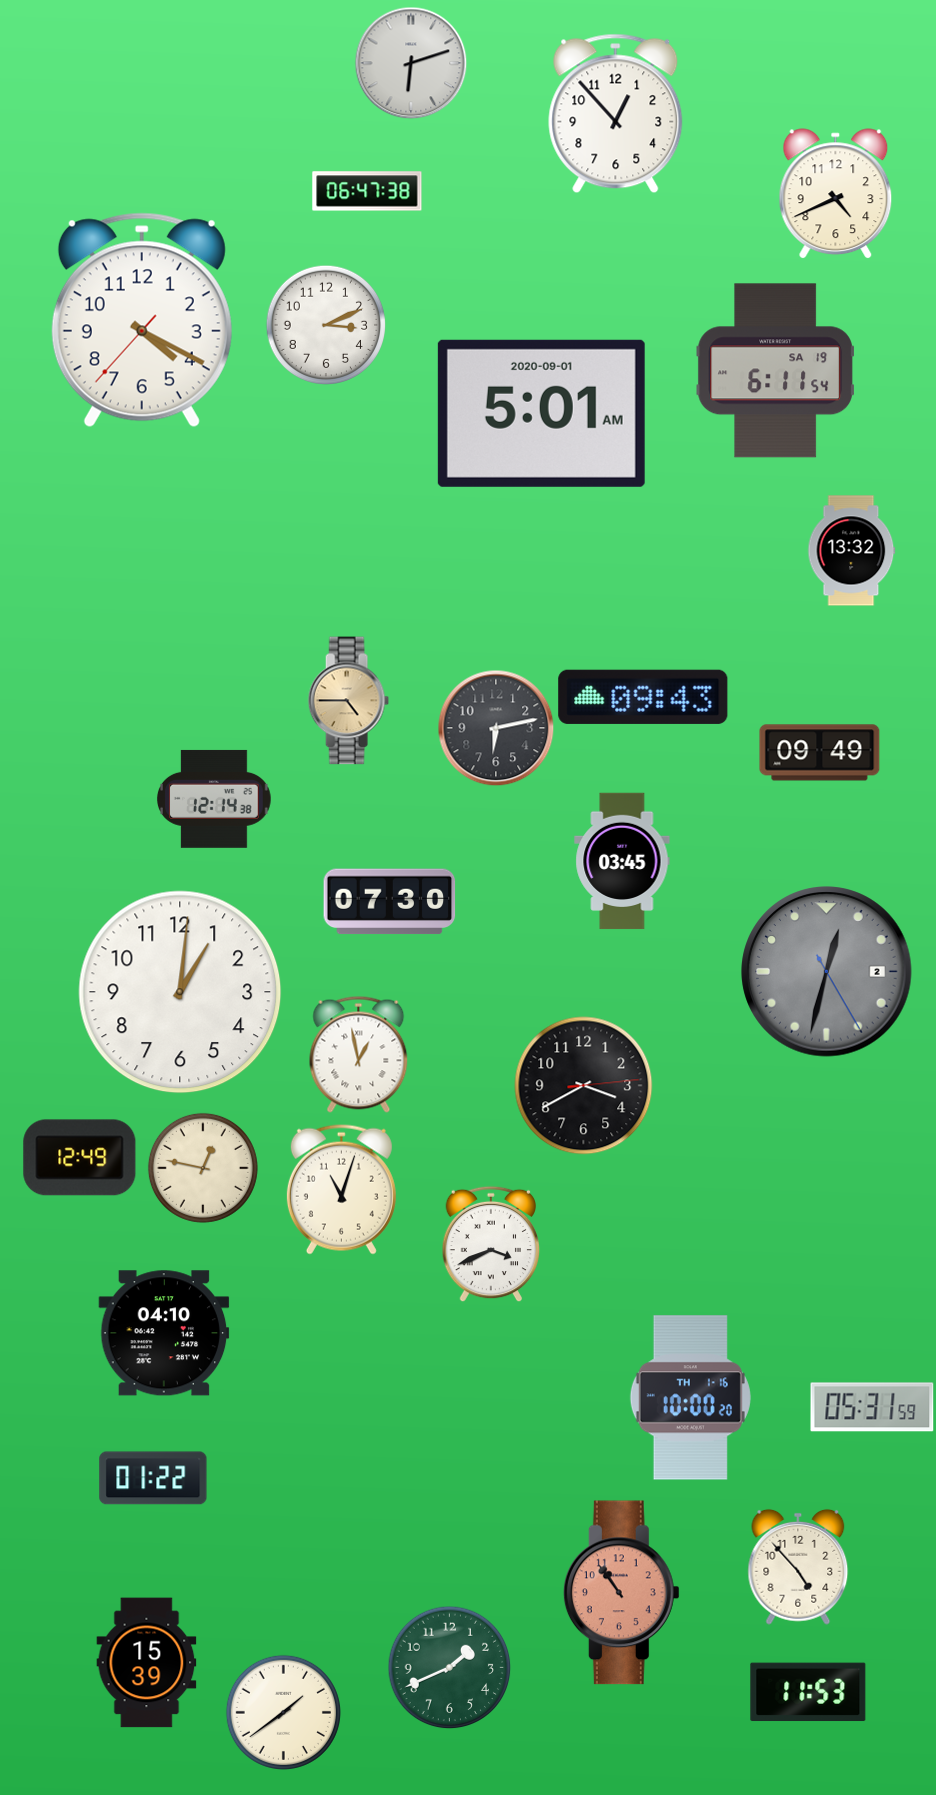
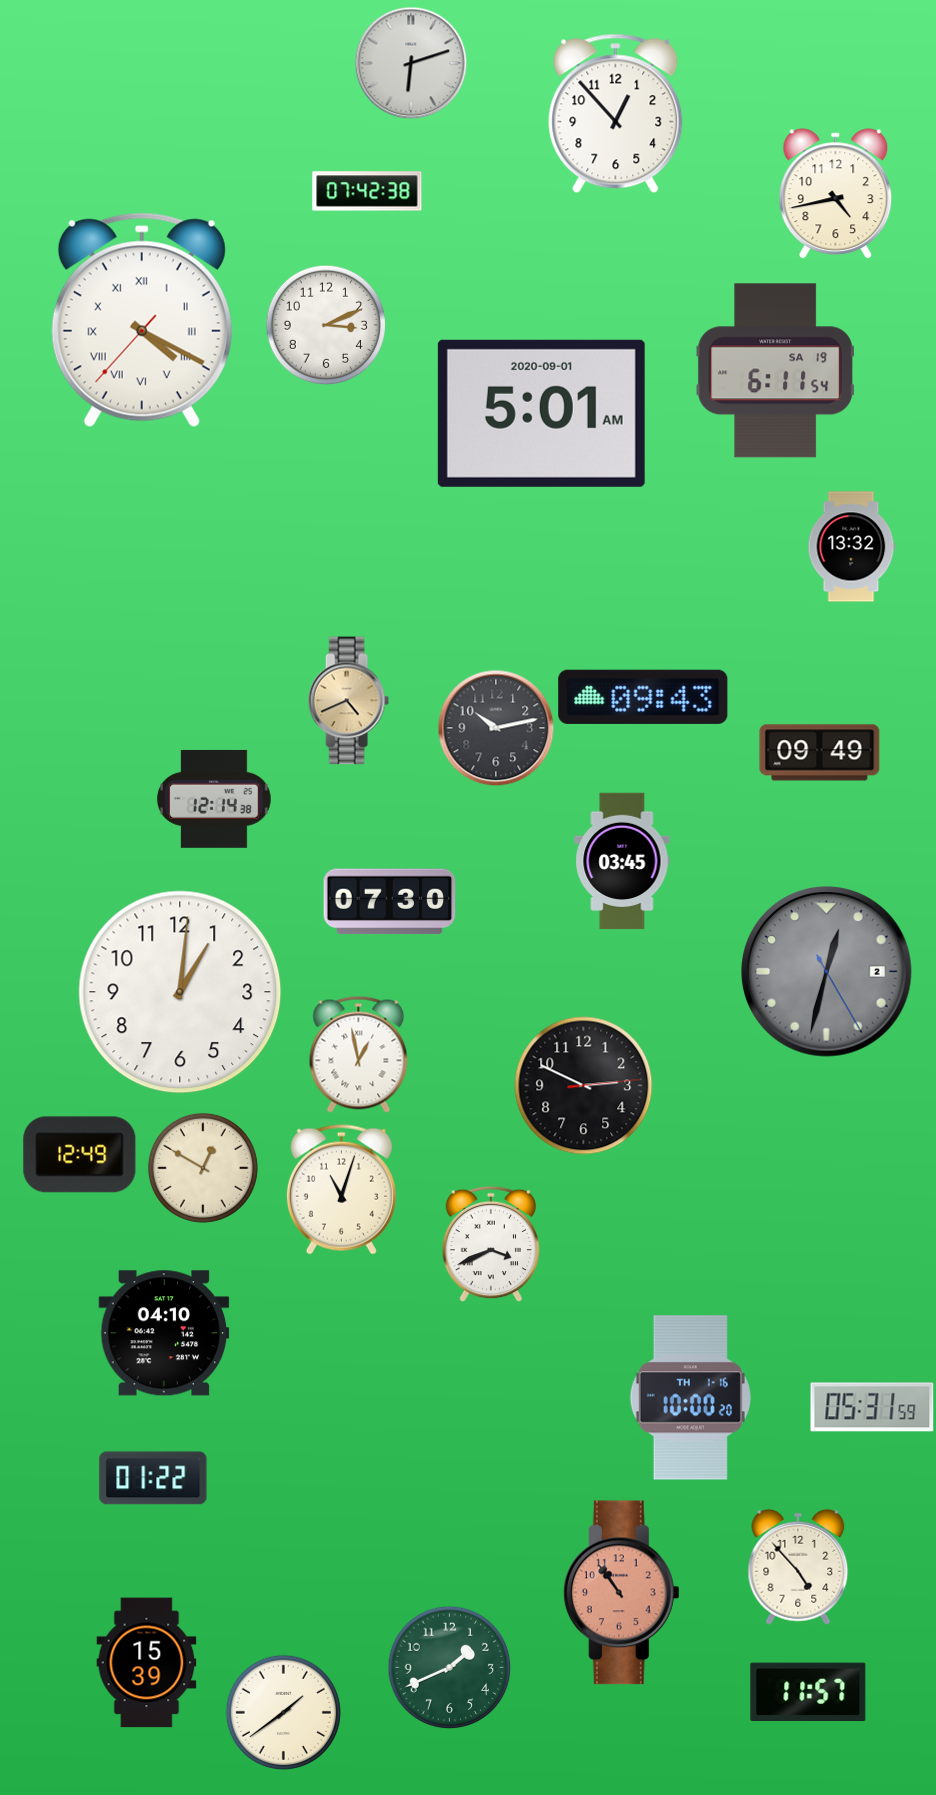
clock at (367, 191): 06:47 -> 07:42
clock at (836, 194): 4:41 -> 4:43
clock at (142, 320) numerals: Arabic -> Roman
clock at (852, 551) position: (852, 551) -> (852, 547)
clock at (348, 701): 4:45 -> 4:41
clock at (496, 728): 6:13 -> 10:13
clock at (584, 1086): 3:40 -> 2:49
clock at (80, 1158) position: (80, 1158) -> (80, 1155)
clock at (203, 1168): 12:47 -> 12:50
clock at (808, 1692): 11:53 -> 11:57
